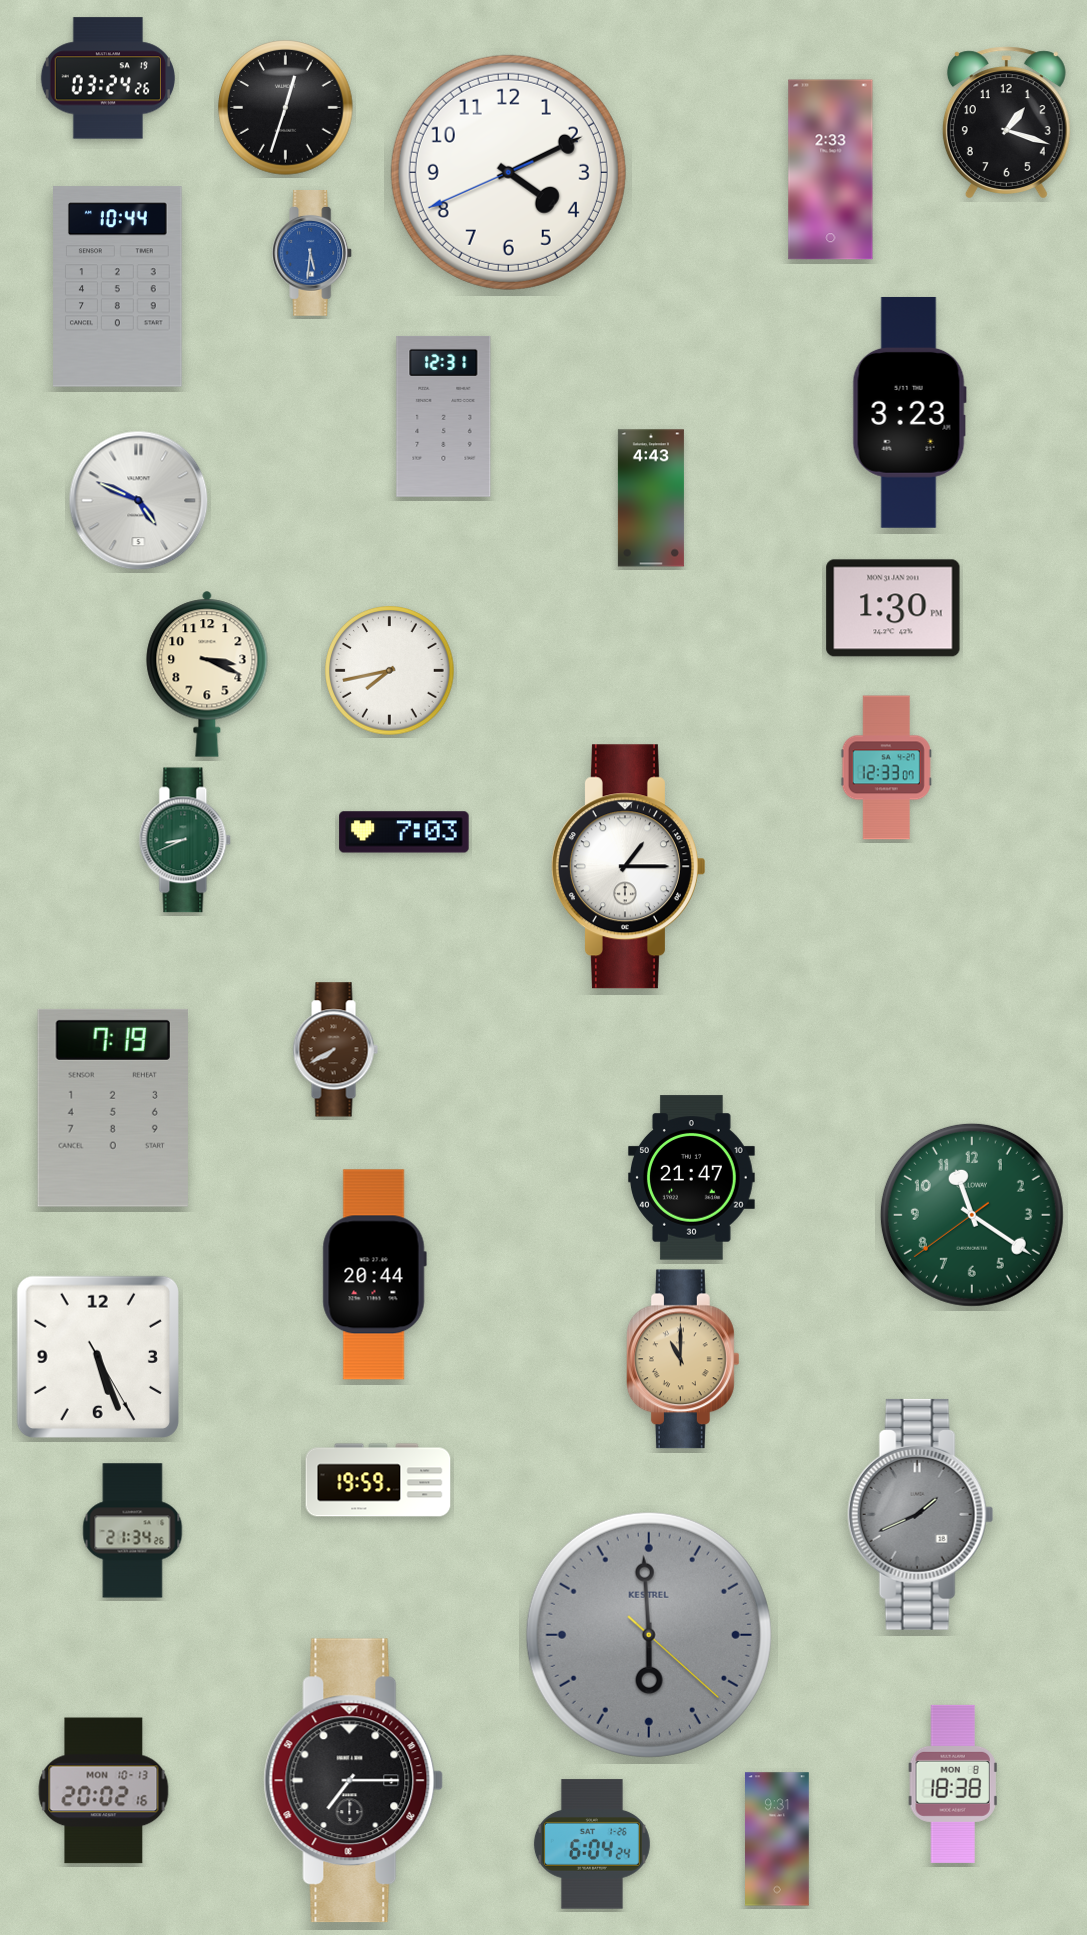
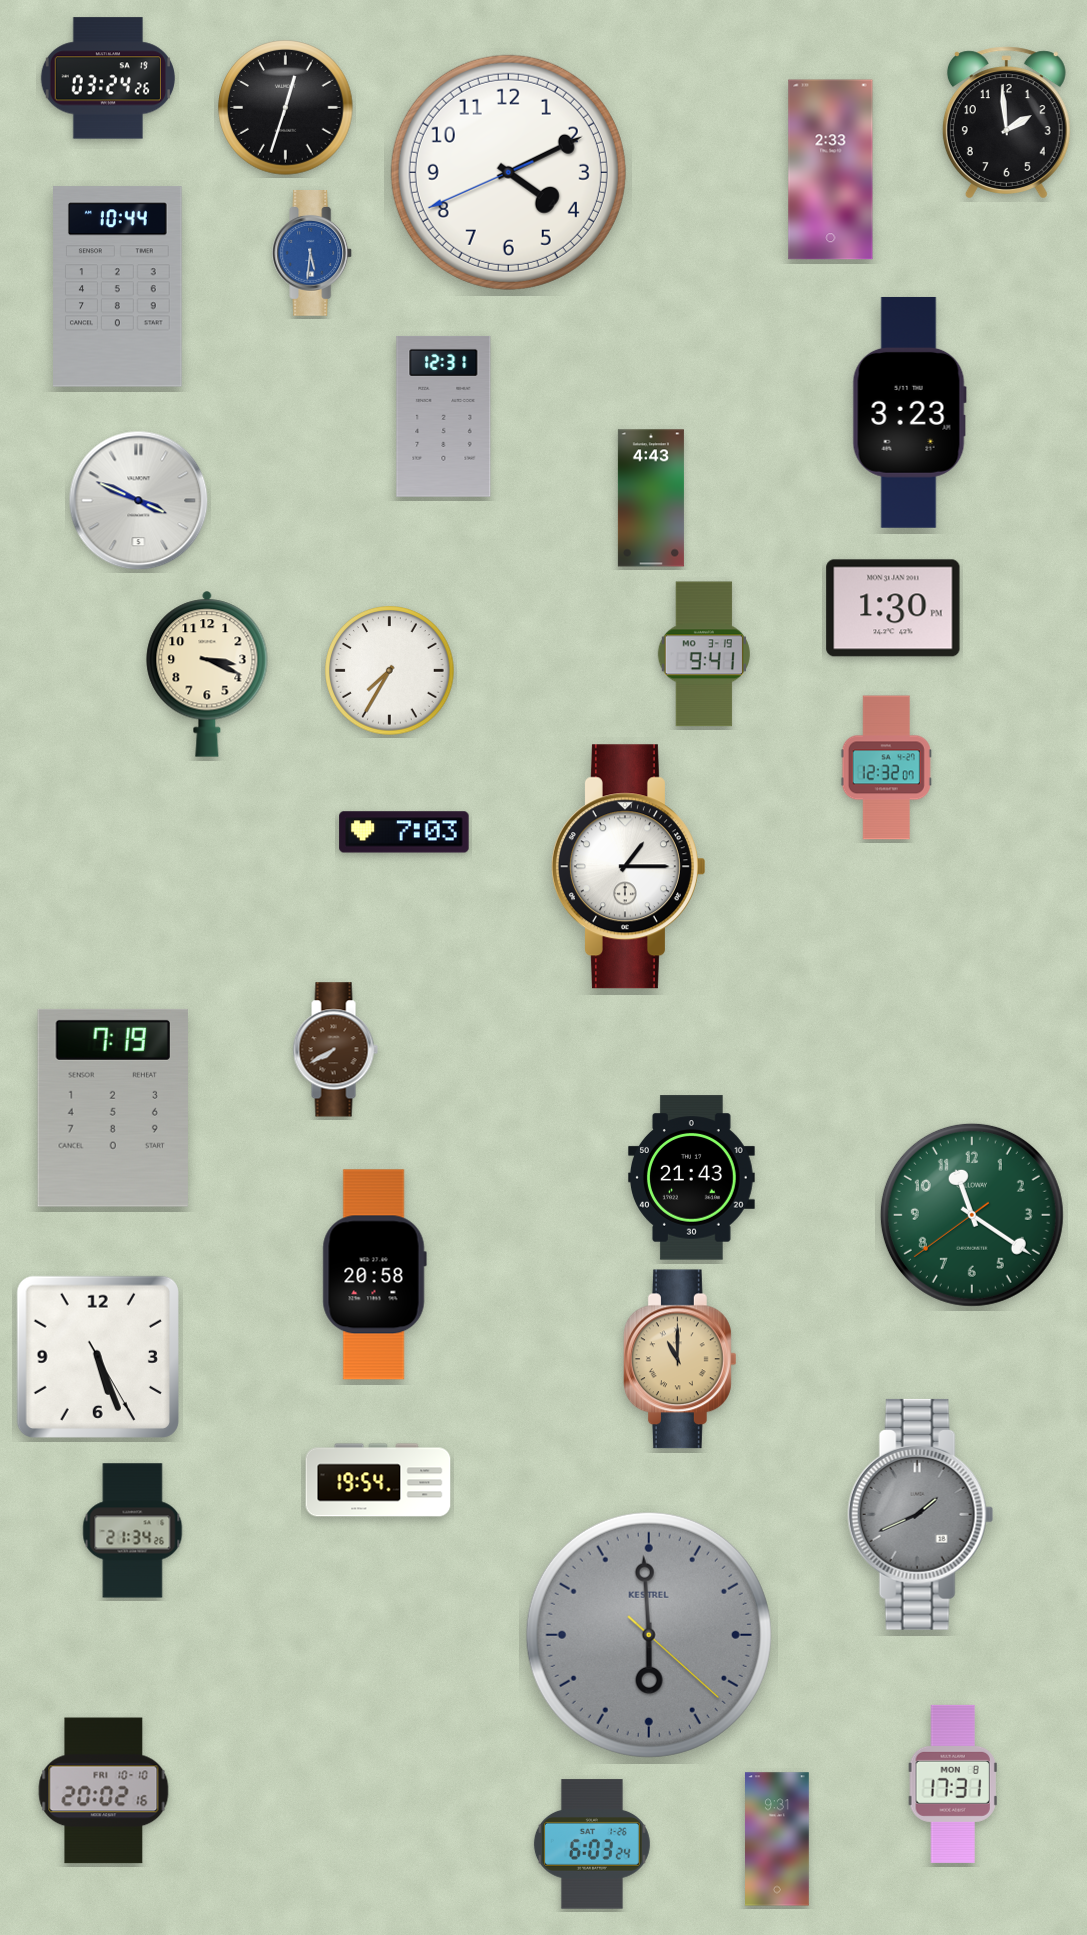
clock at (1006, 123): 1:18 -> 1:59
clock at (139, 501): 4:49 -> 3:49
clock at (704, 654): none -> 9:41
clock at (390, 671): 7:43 -> 7:35
clock at (886, 768): 12:33 -> 12:32
clock at (185, 840): 8:41 -> none
clock at (692, 1178): 21:47 -> 21:43
clock at (374, 1275): 20:44 -> 20:58
clock at (683, 1359) position: (683, 1359) -> (680, 1359)
clock at (378, 1480): 19:59 -> 19:54
clock at (354, 1781): 7:15 -> none
clock at (953, 1784): 18:38 -> 17:31
clock at (104, 1791) date: MON 10-13 -> FRI 10-10
clock at (592, 1844): 6:04 -> 6:03
